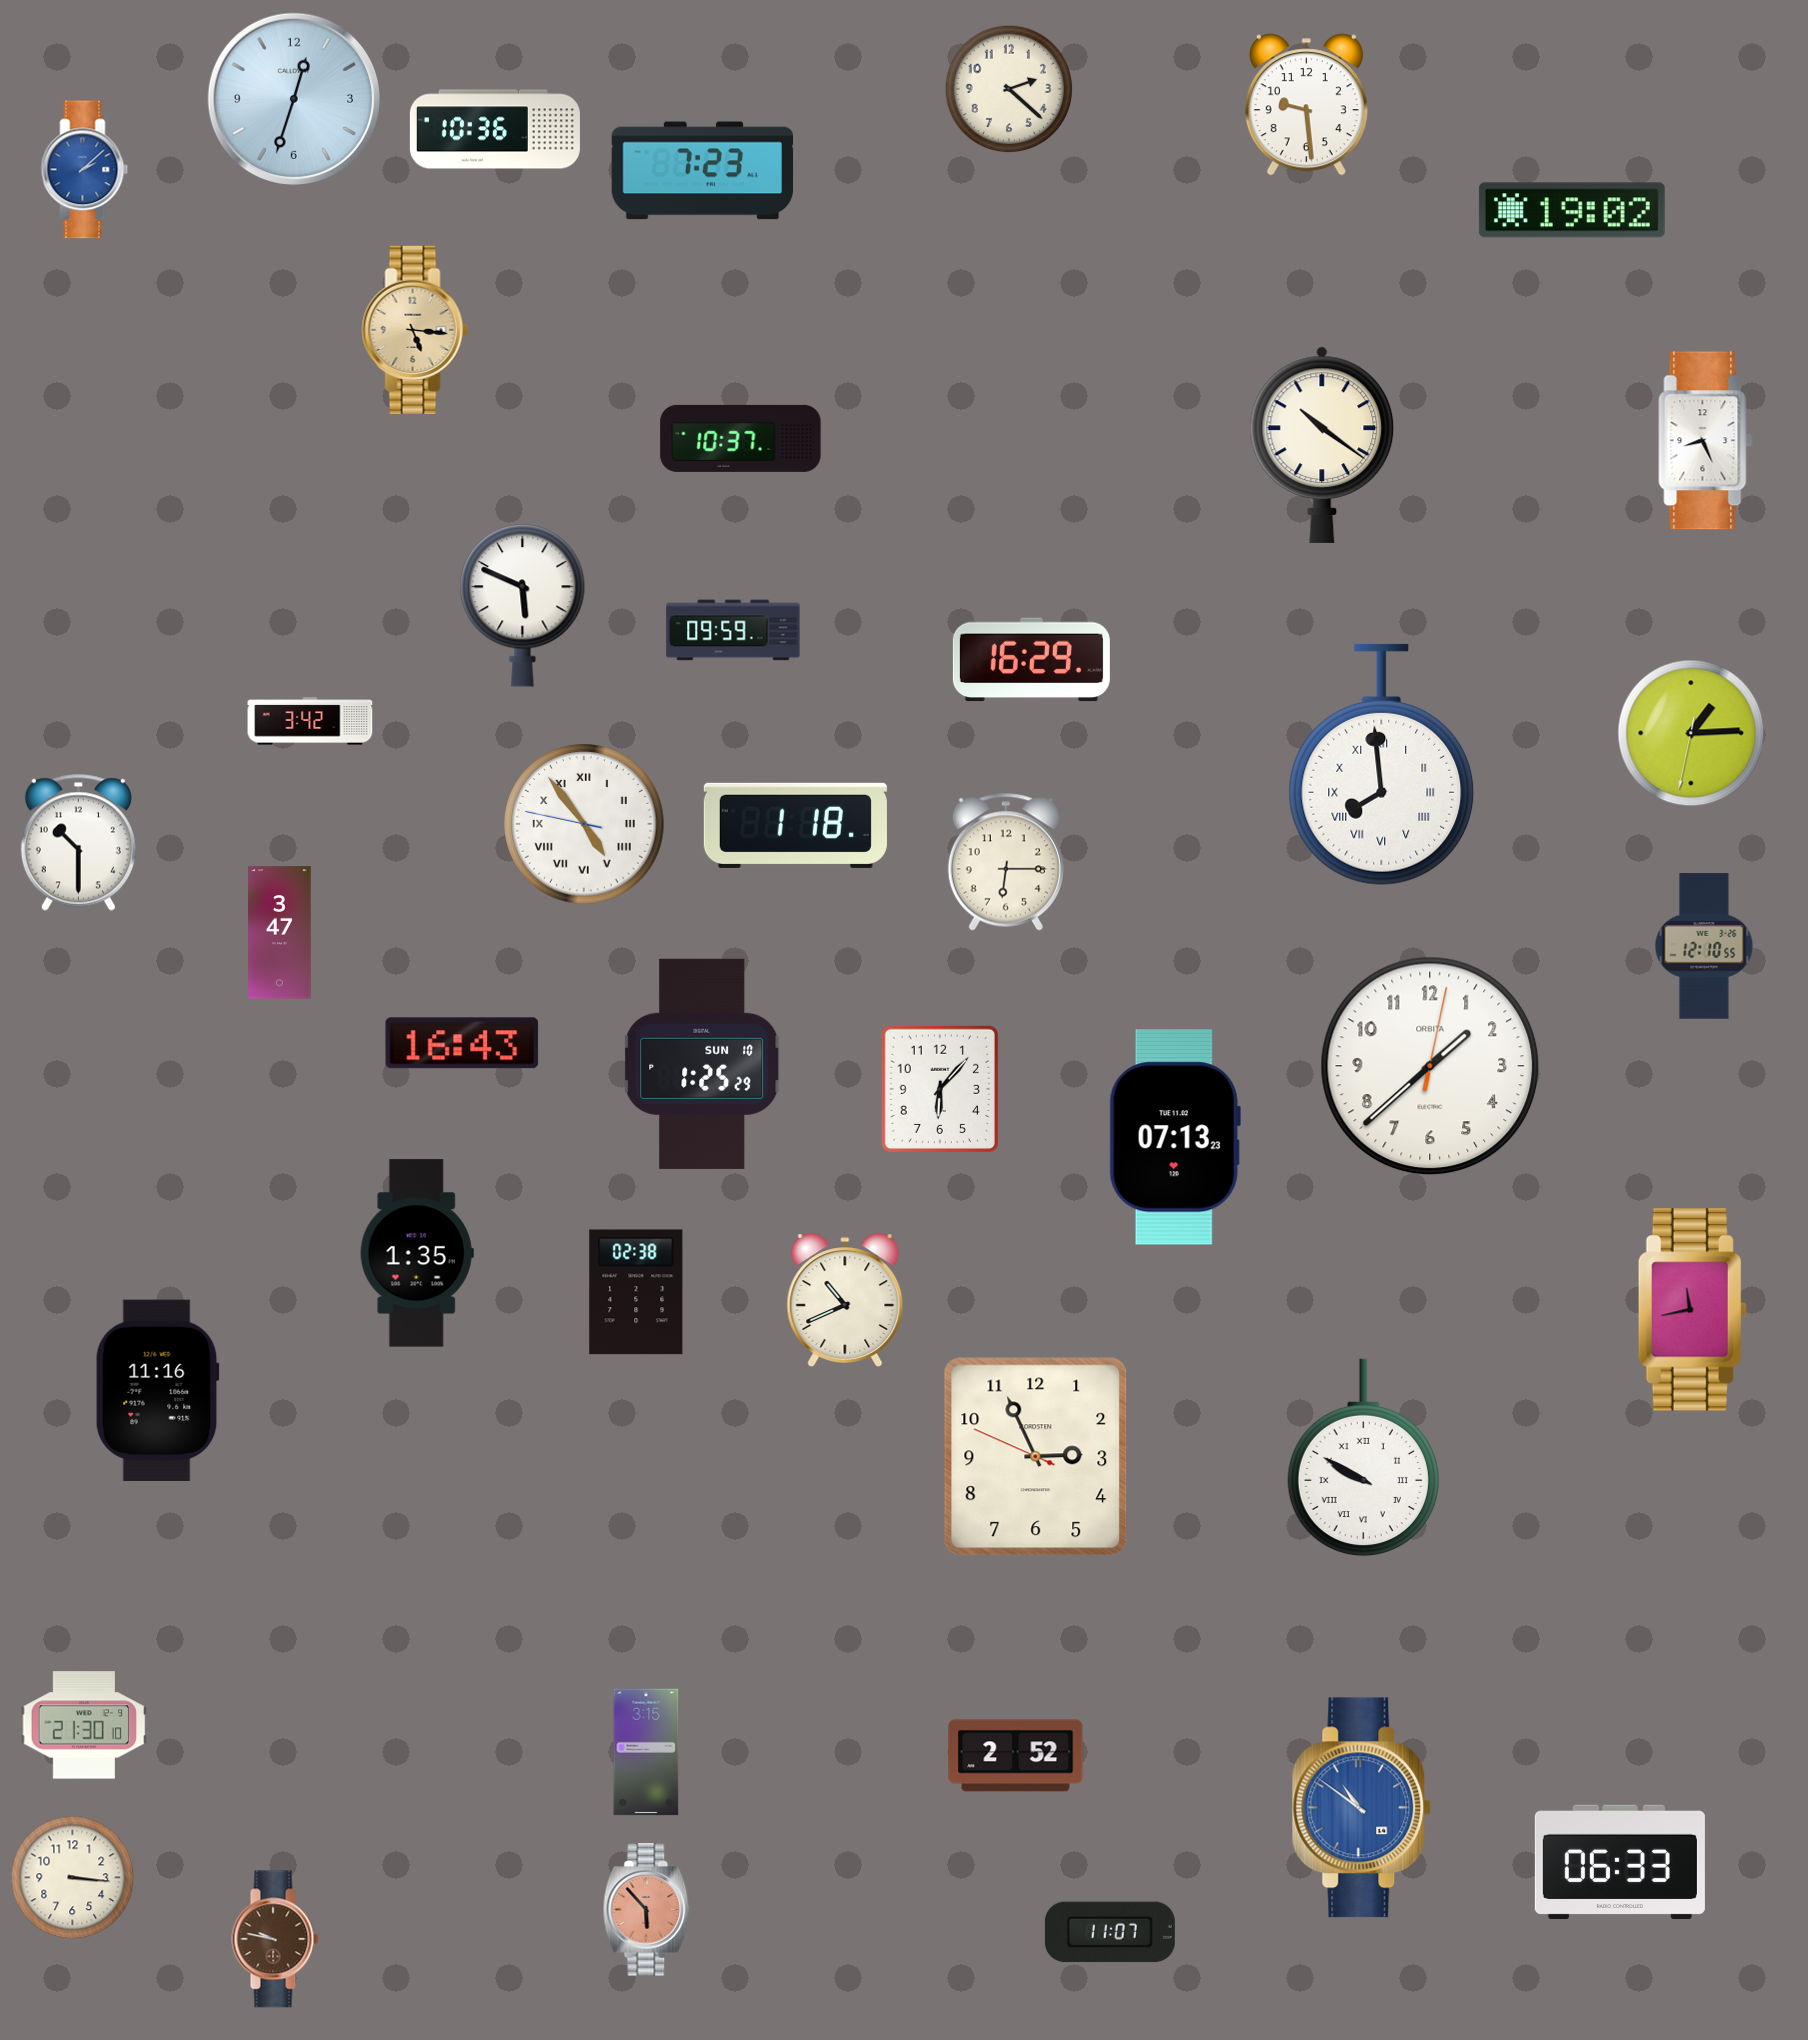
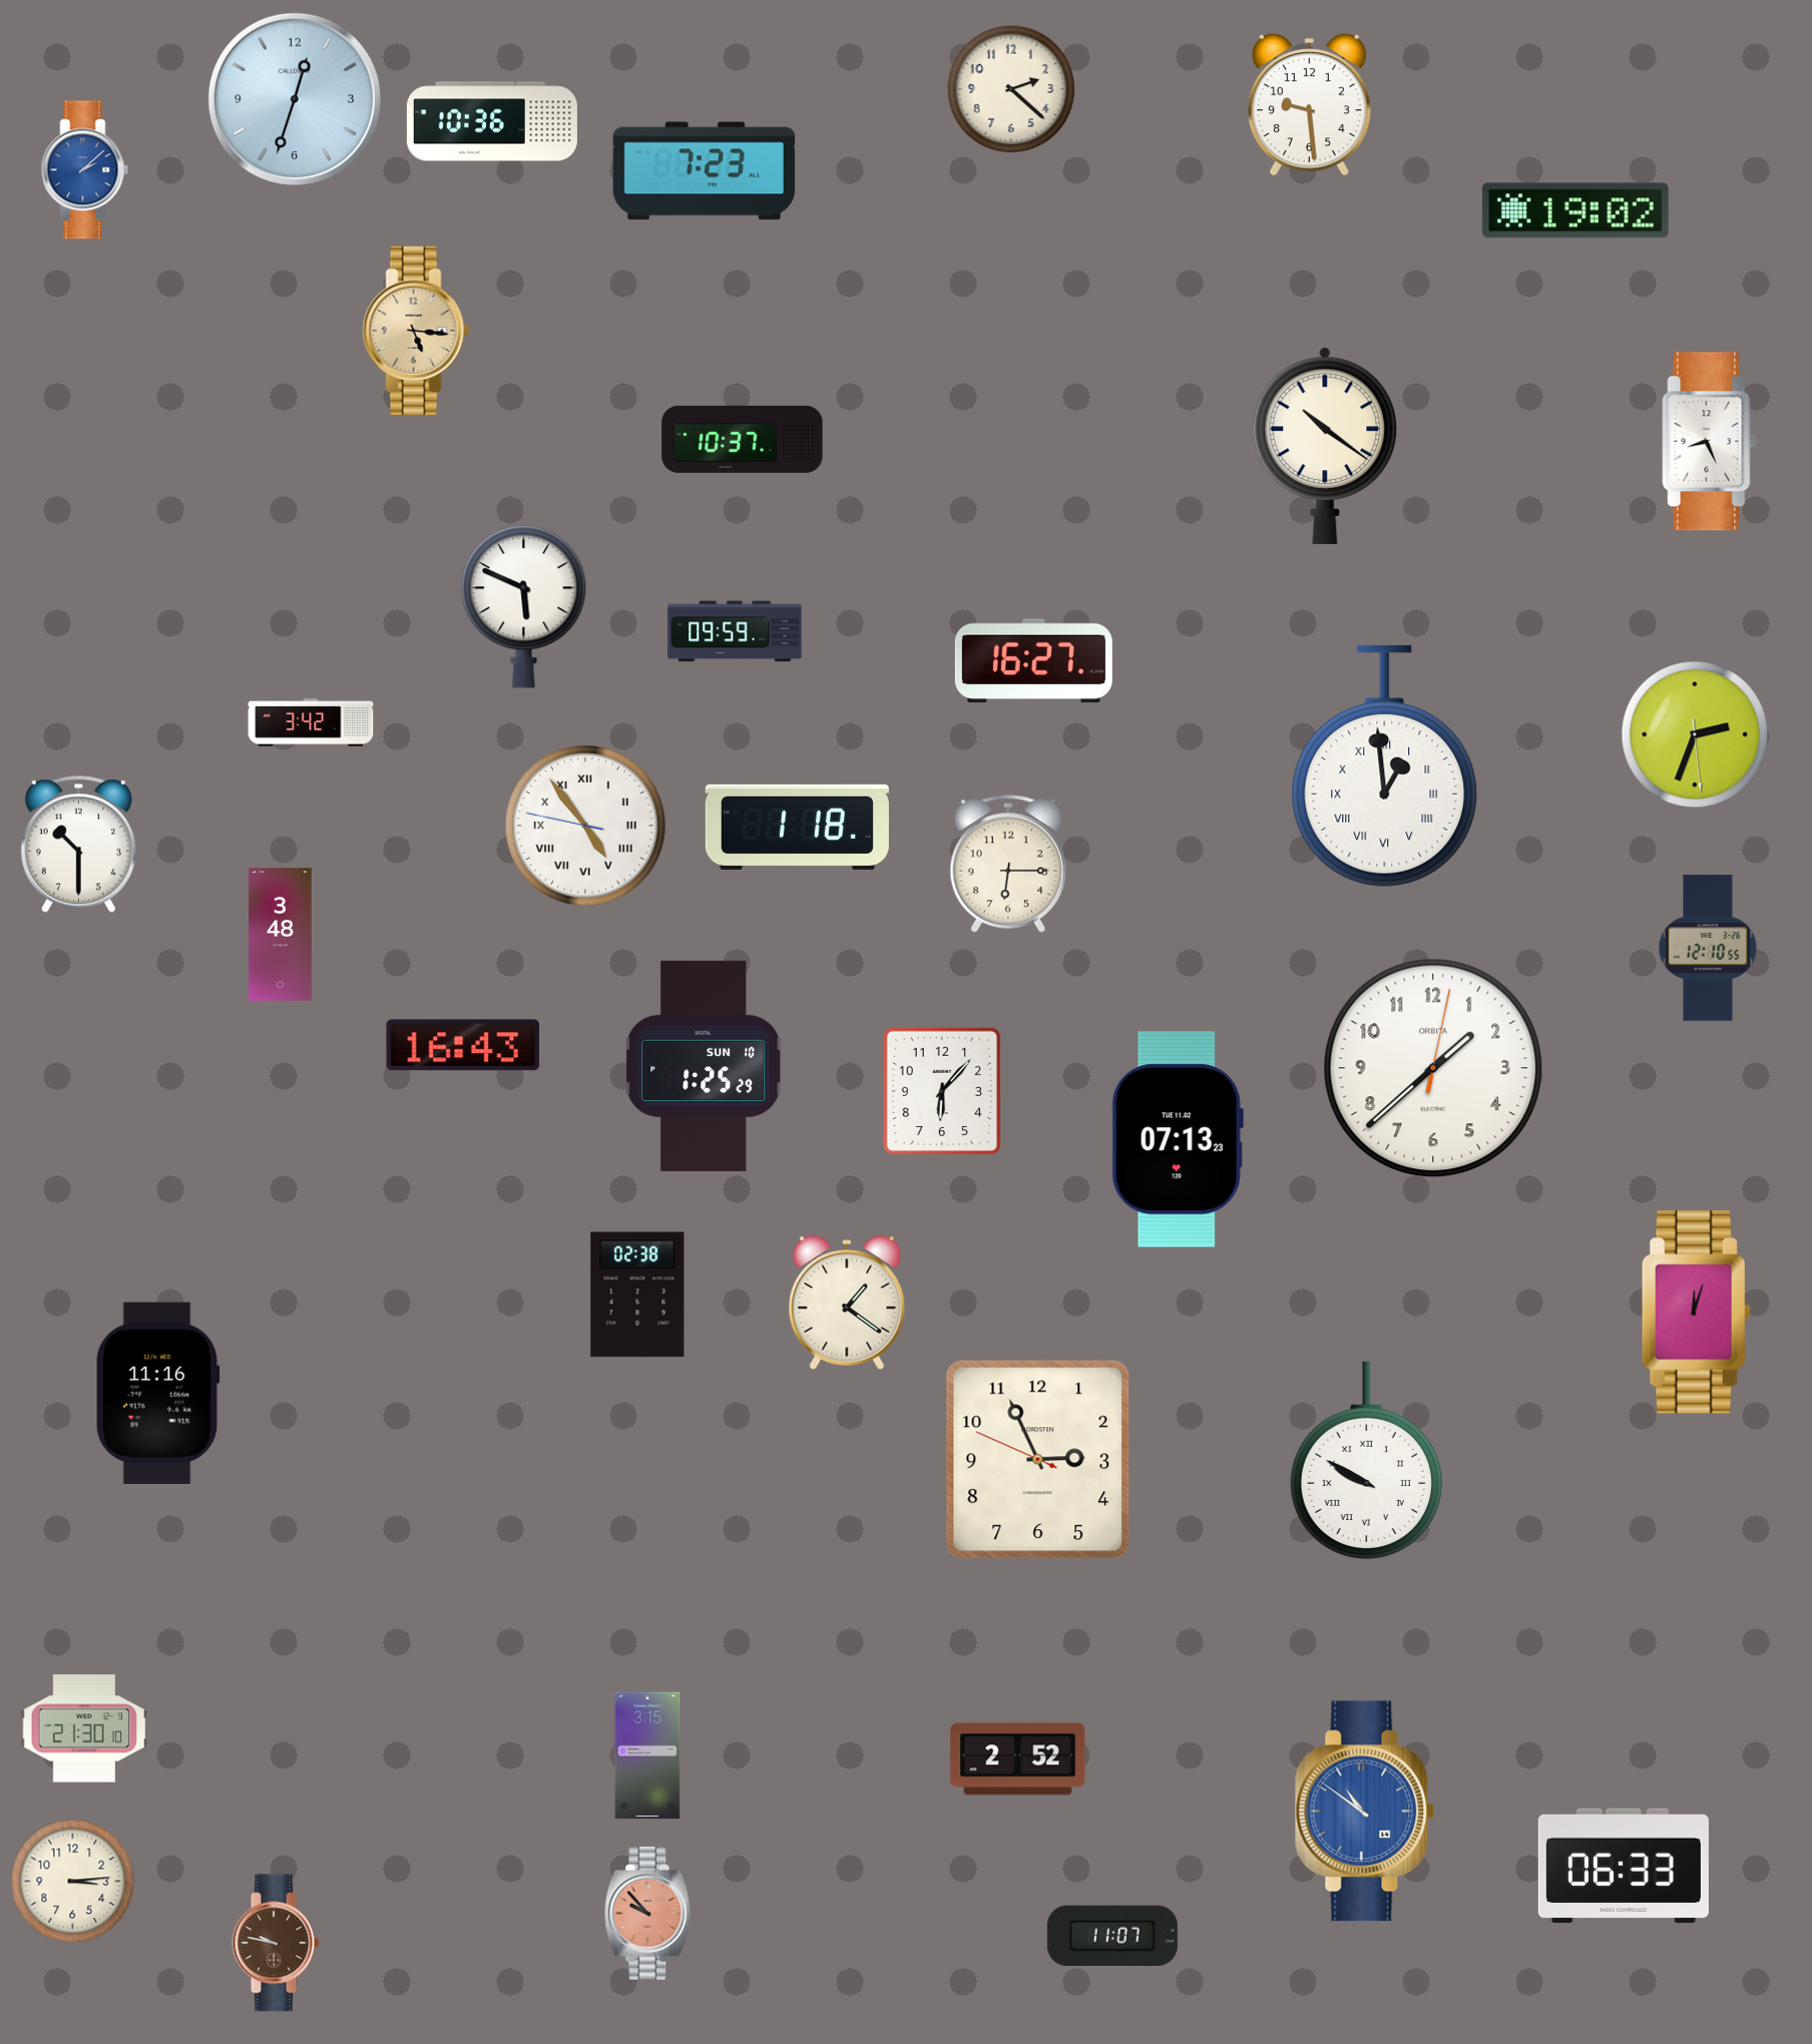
clock at (495, 129) position: (495, 129) -> (492, 121)
clock at (1031, 660): 16:29 -> 16:27
clock at (1691, 733): 1:14 -> 2:33
clock at (1382, 764): 7:59 -> 12:59
clock at (280, 933): 3:47 -> 3:48
clock at (417, 1253): 1:35 -> none
clock at (845, 1300): 10:41 -> 1:21
clock at (1692, 1310): 11:43 -> 12:03
clock at (73, 1878): 3:16 -> 3:14
clock at (647, 1910): 5:53 -> 9:53
